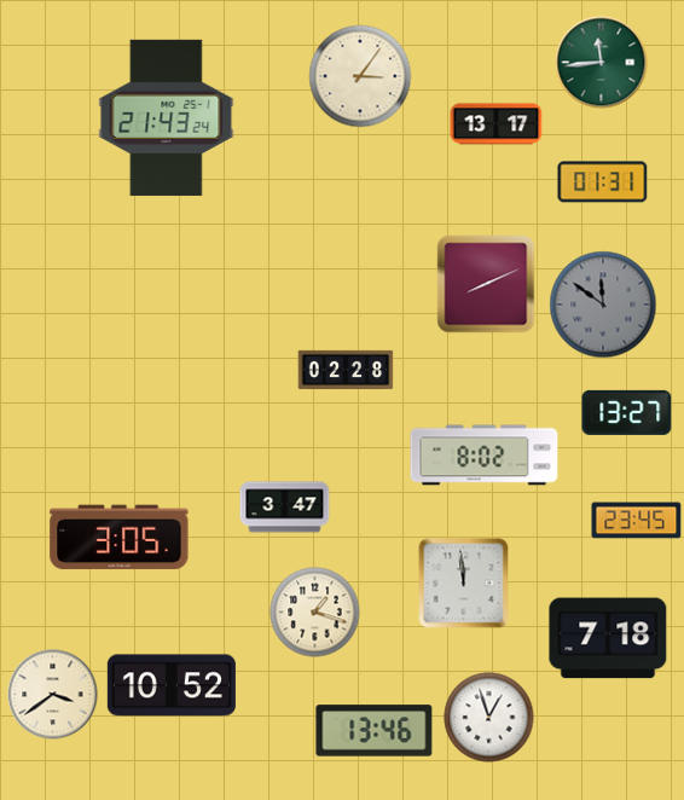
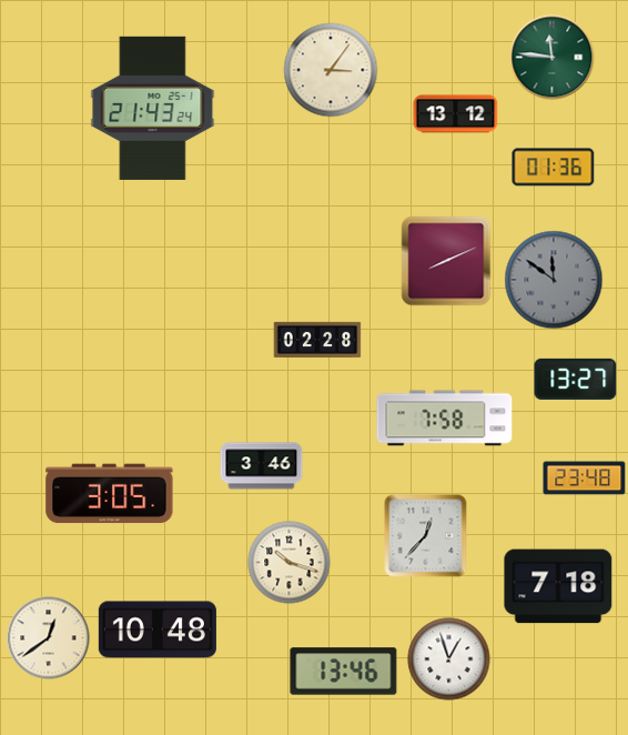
clock at (602, 63): 11:44 -> 11:46
clock at (497, 124): 13:17 -> 13:12
clock at (603, 182): 01:31 -> 01:36
clock at (485, 456): 8:02 -> 7:58
clock at (285, 508): 3:47 -> 3:46
clock at (637, 521): 23:45 -> 23:48
clock at (464, 584): 11:59 -> 12:37
clock at (315, 613): 1:18 -> 10:18
clock at (172, 685): 10:52 -> 10:48
clock at (53, 695): 3:39 -> 12:39
